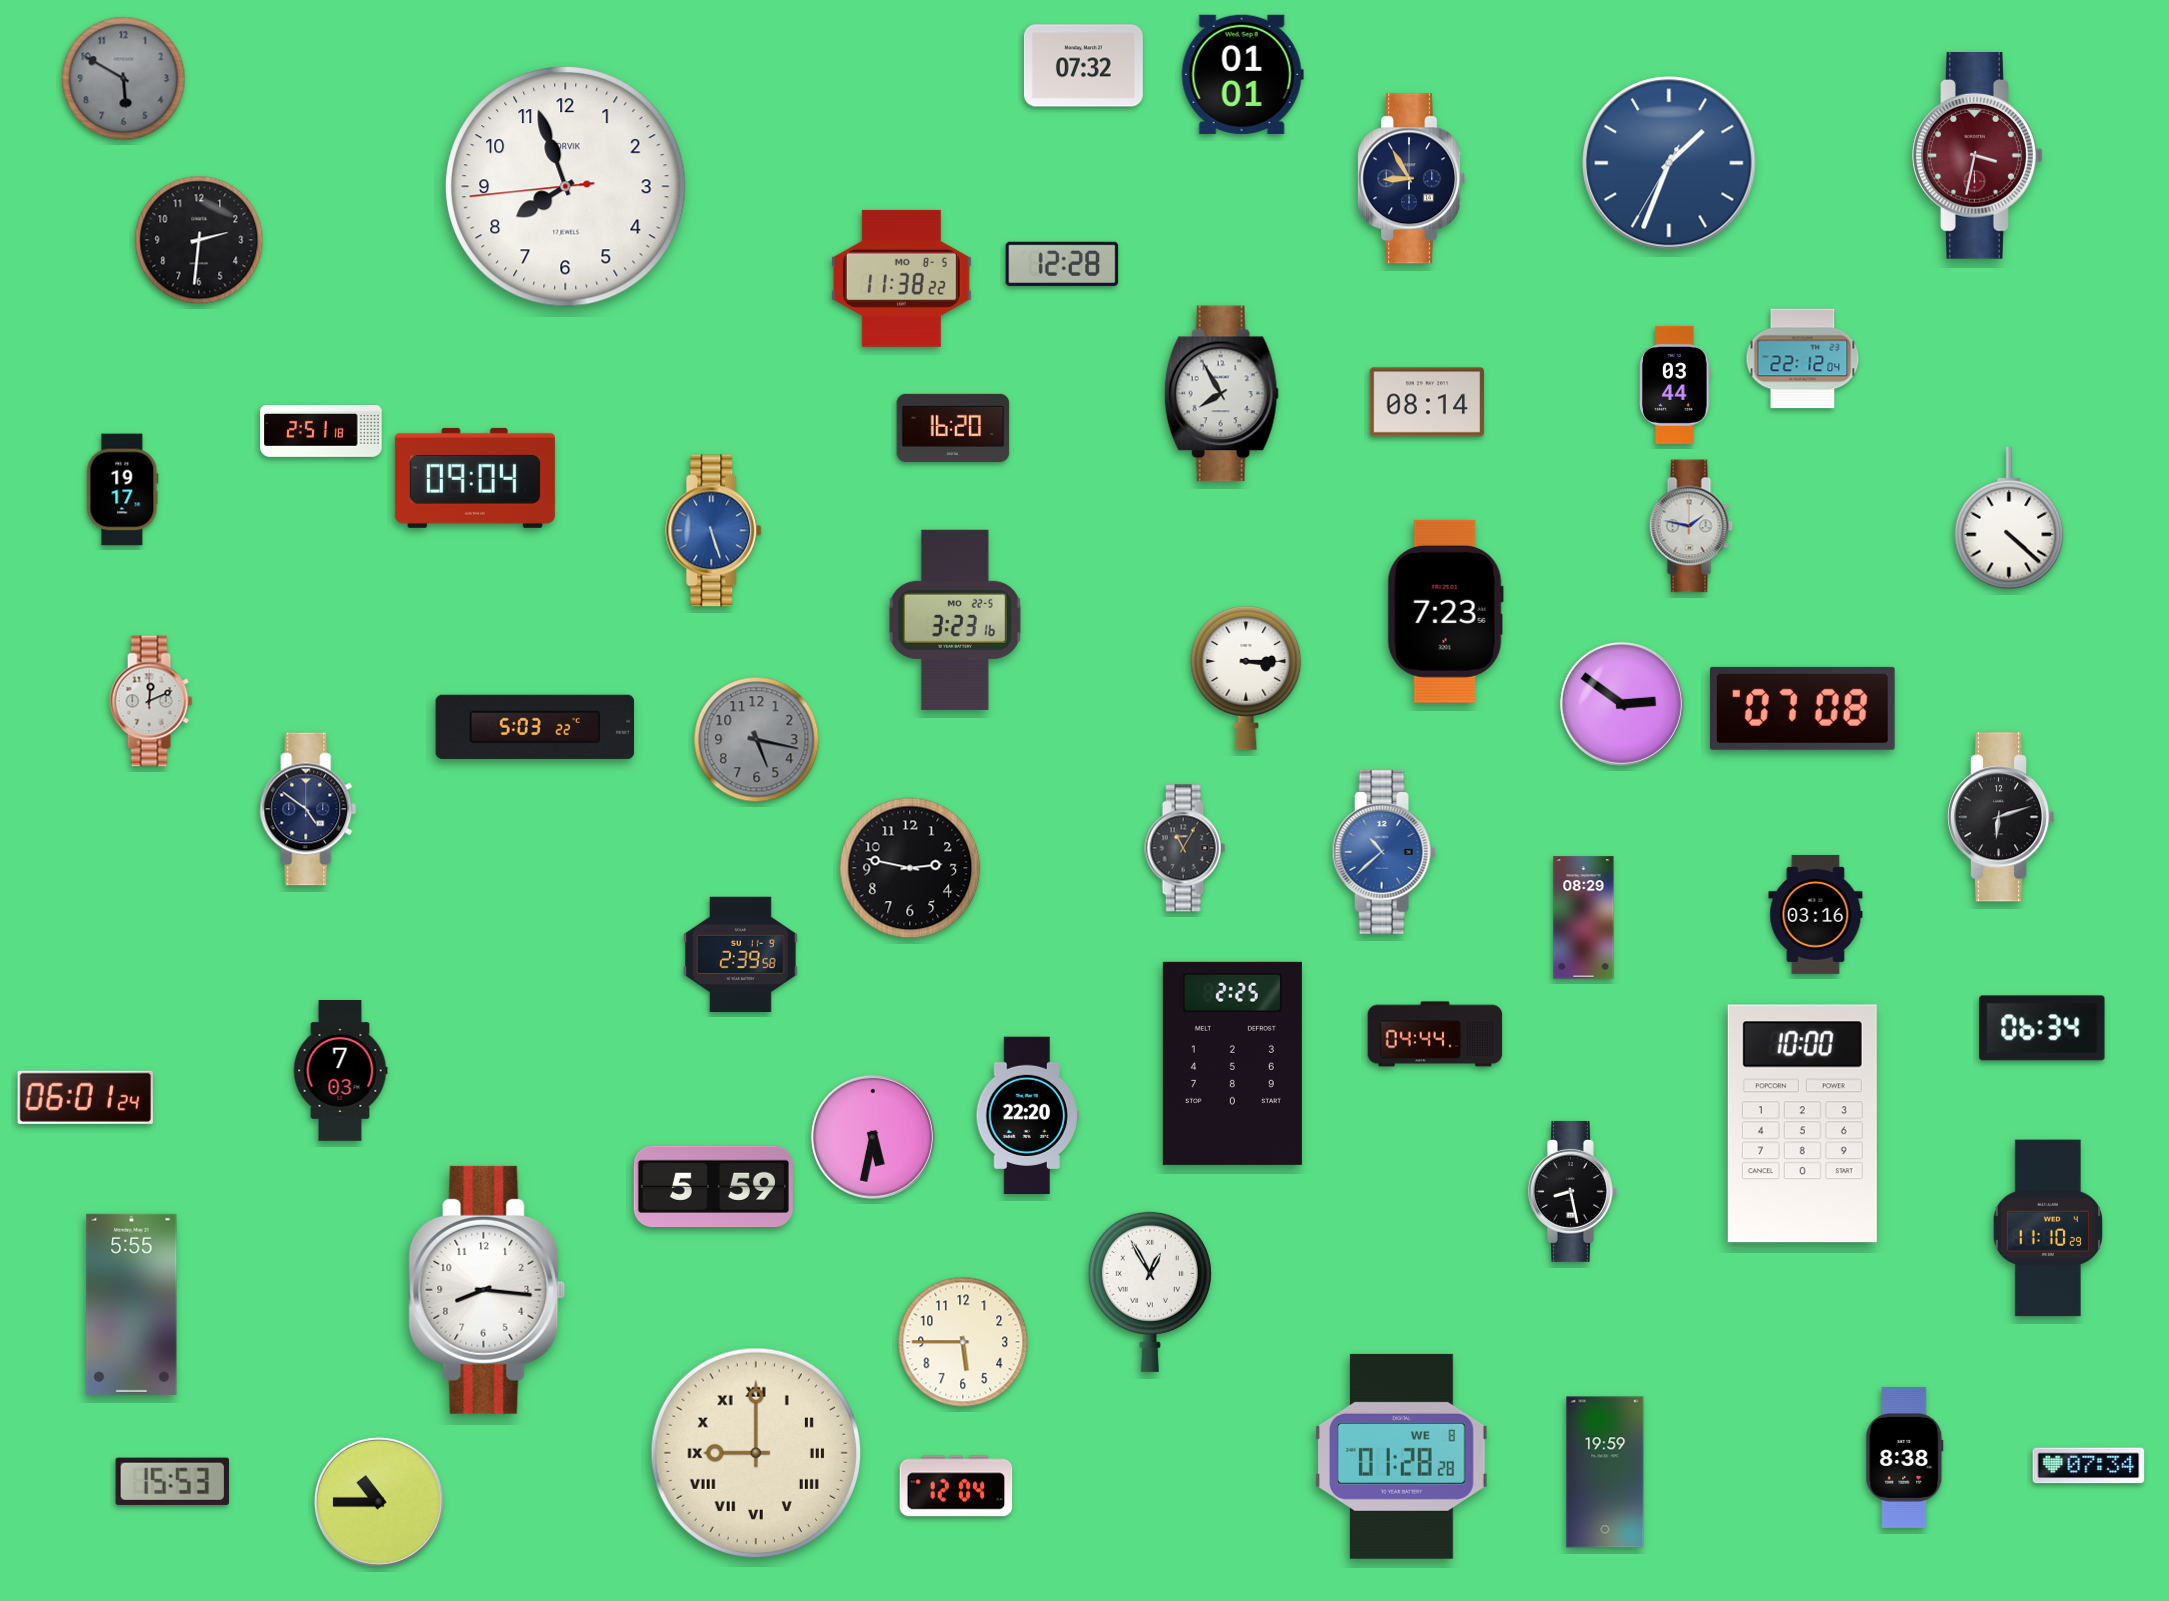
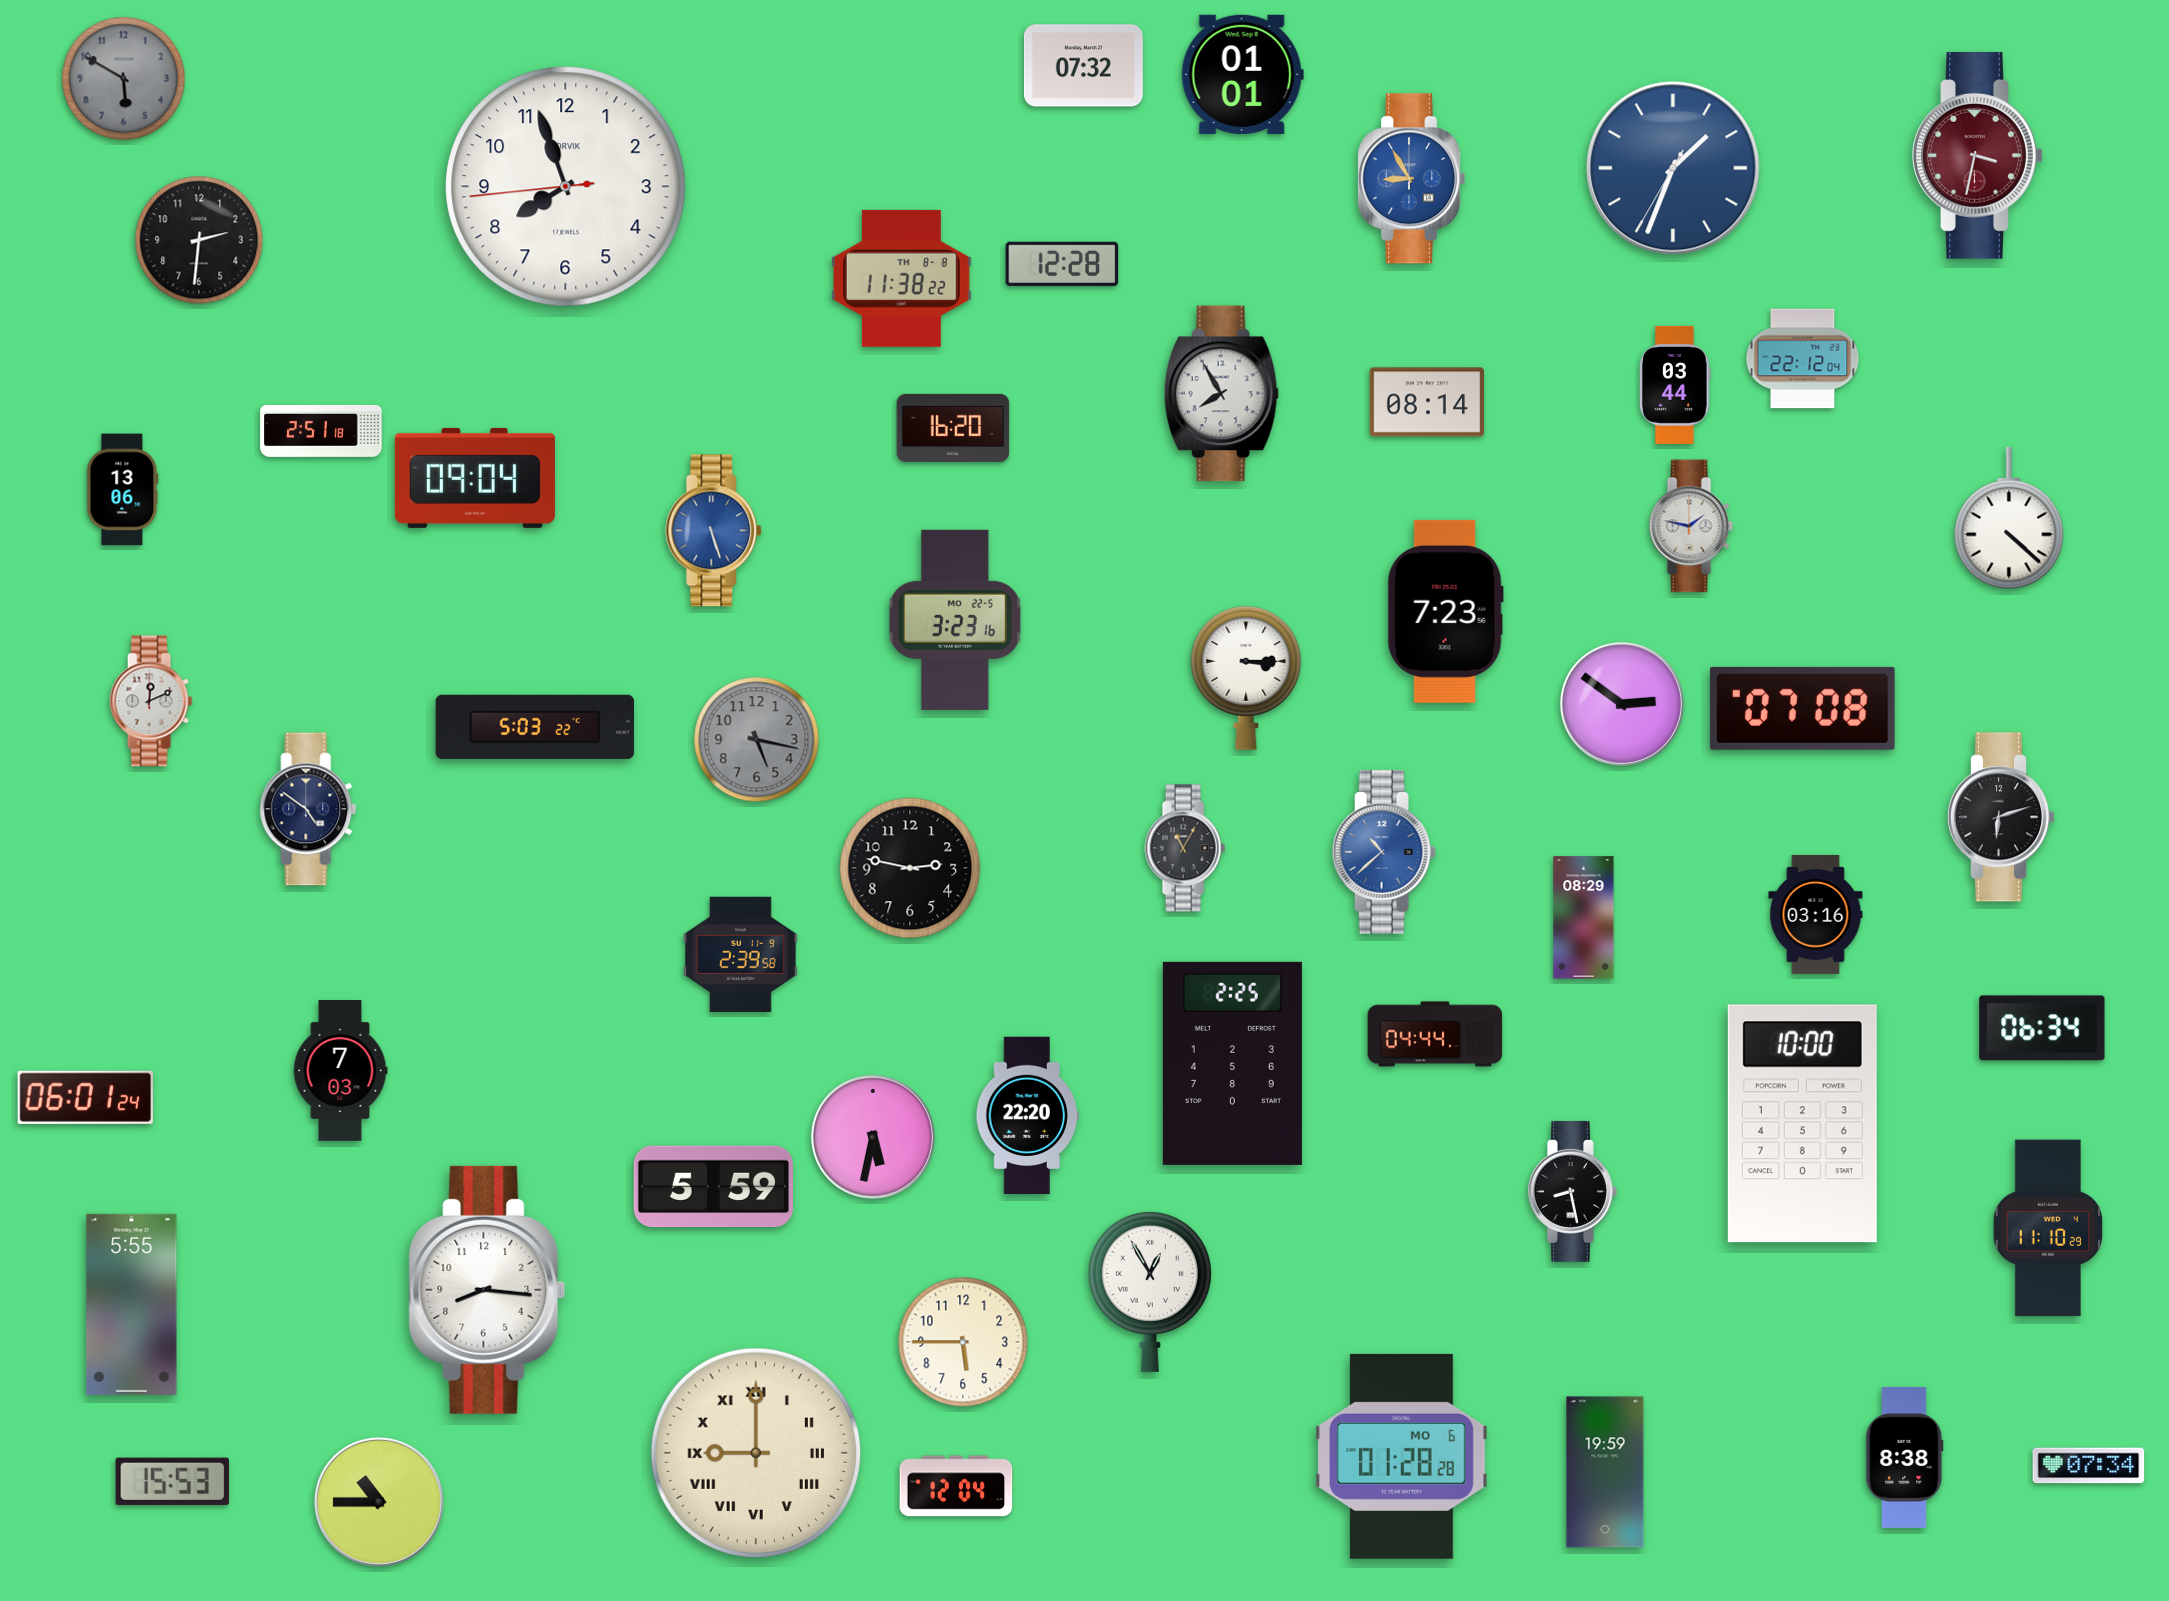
clock at (1669, 163) position: (1669, 163) -> (1673, 168)
clock at (1411, 179) dial: navy -> blue
clock at (901, 278) date: MO 8-5 -> TH 8-8
clock at (123, 490): 19:17 -> 13:06
clock at (1402, 1456) date: WE 8 -> MO 6
